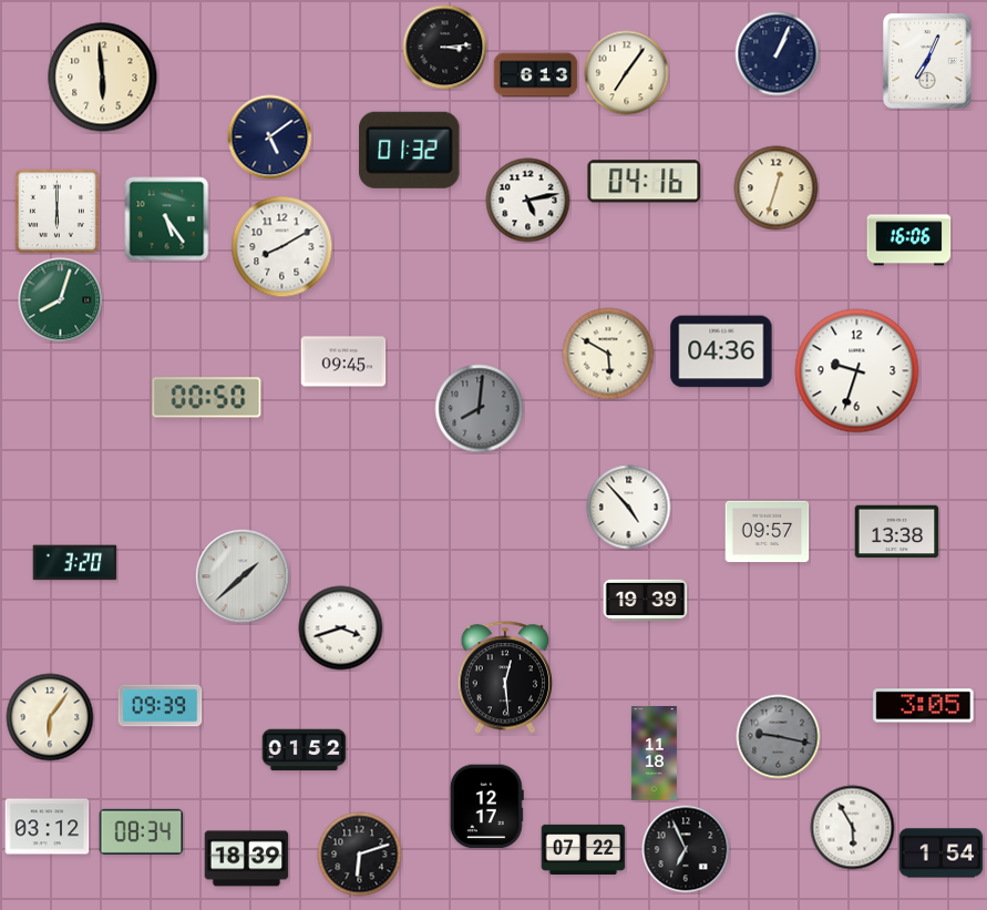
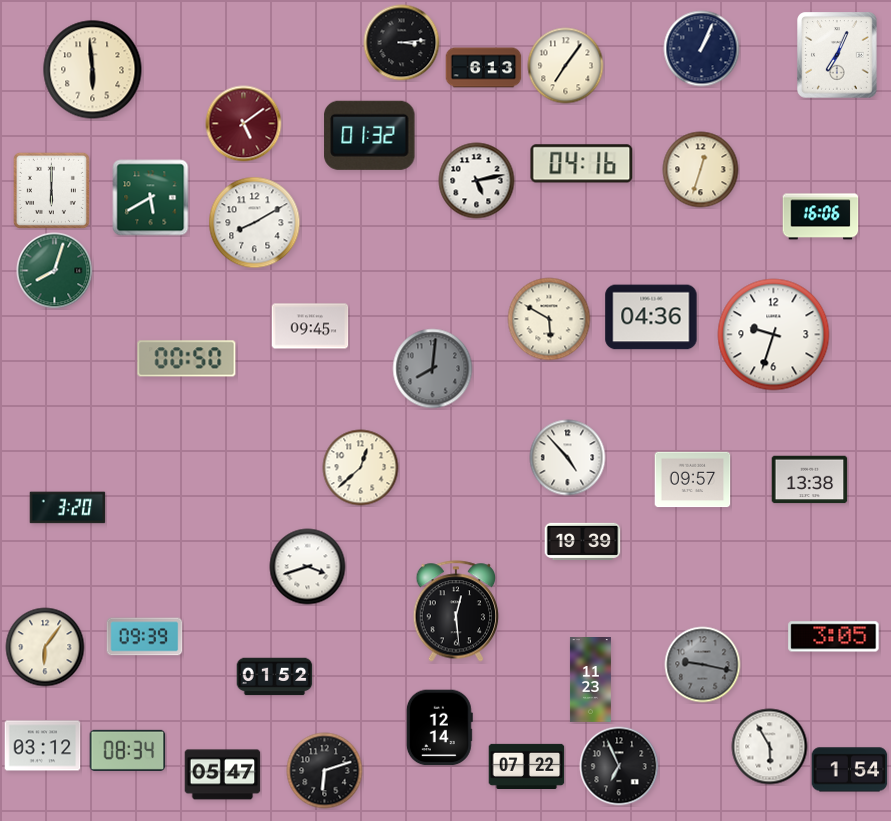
clock at (270, 137) dial: navy -> burgundy
clock at (167, 219): 5:24 -> 5:40
clock at (361, 468): none -> 12:38
clock at (243, 576): 1:38 -> none
clock at (654, 754): 11:18 -> 11:23
clock at (486, 807): 12:17 -> 12:14
clock at (247, 859): 18:39 -> 05:47
